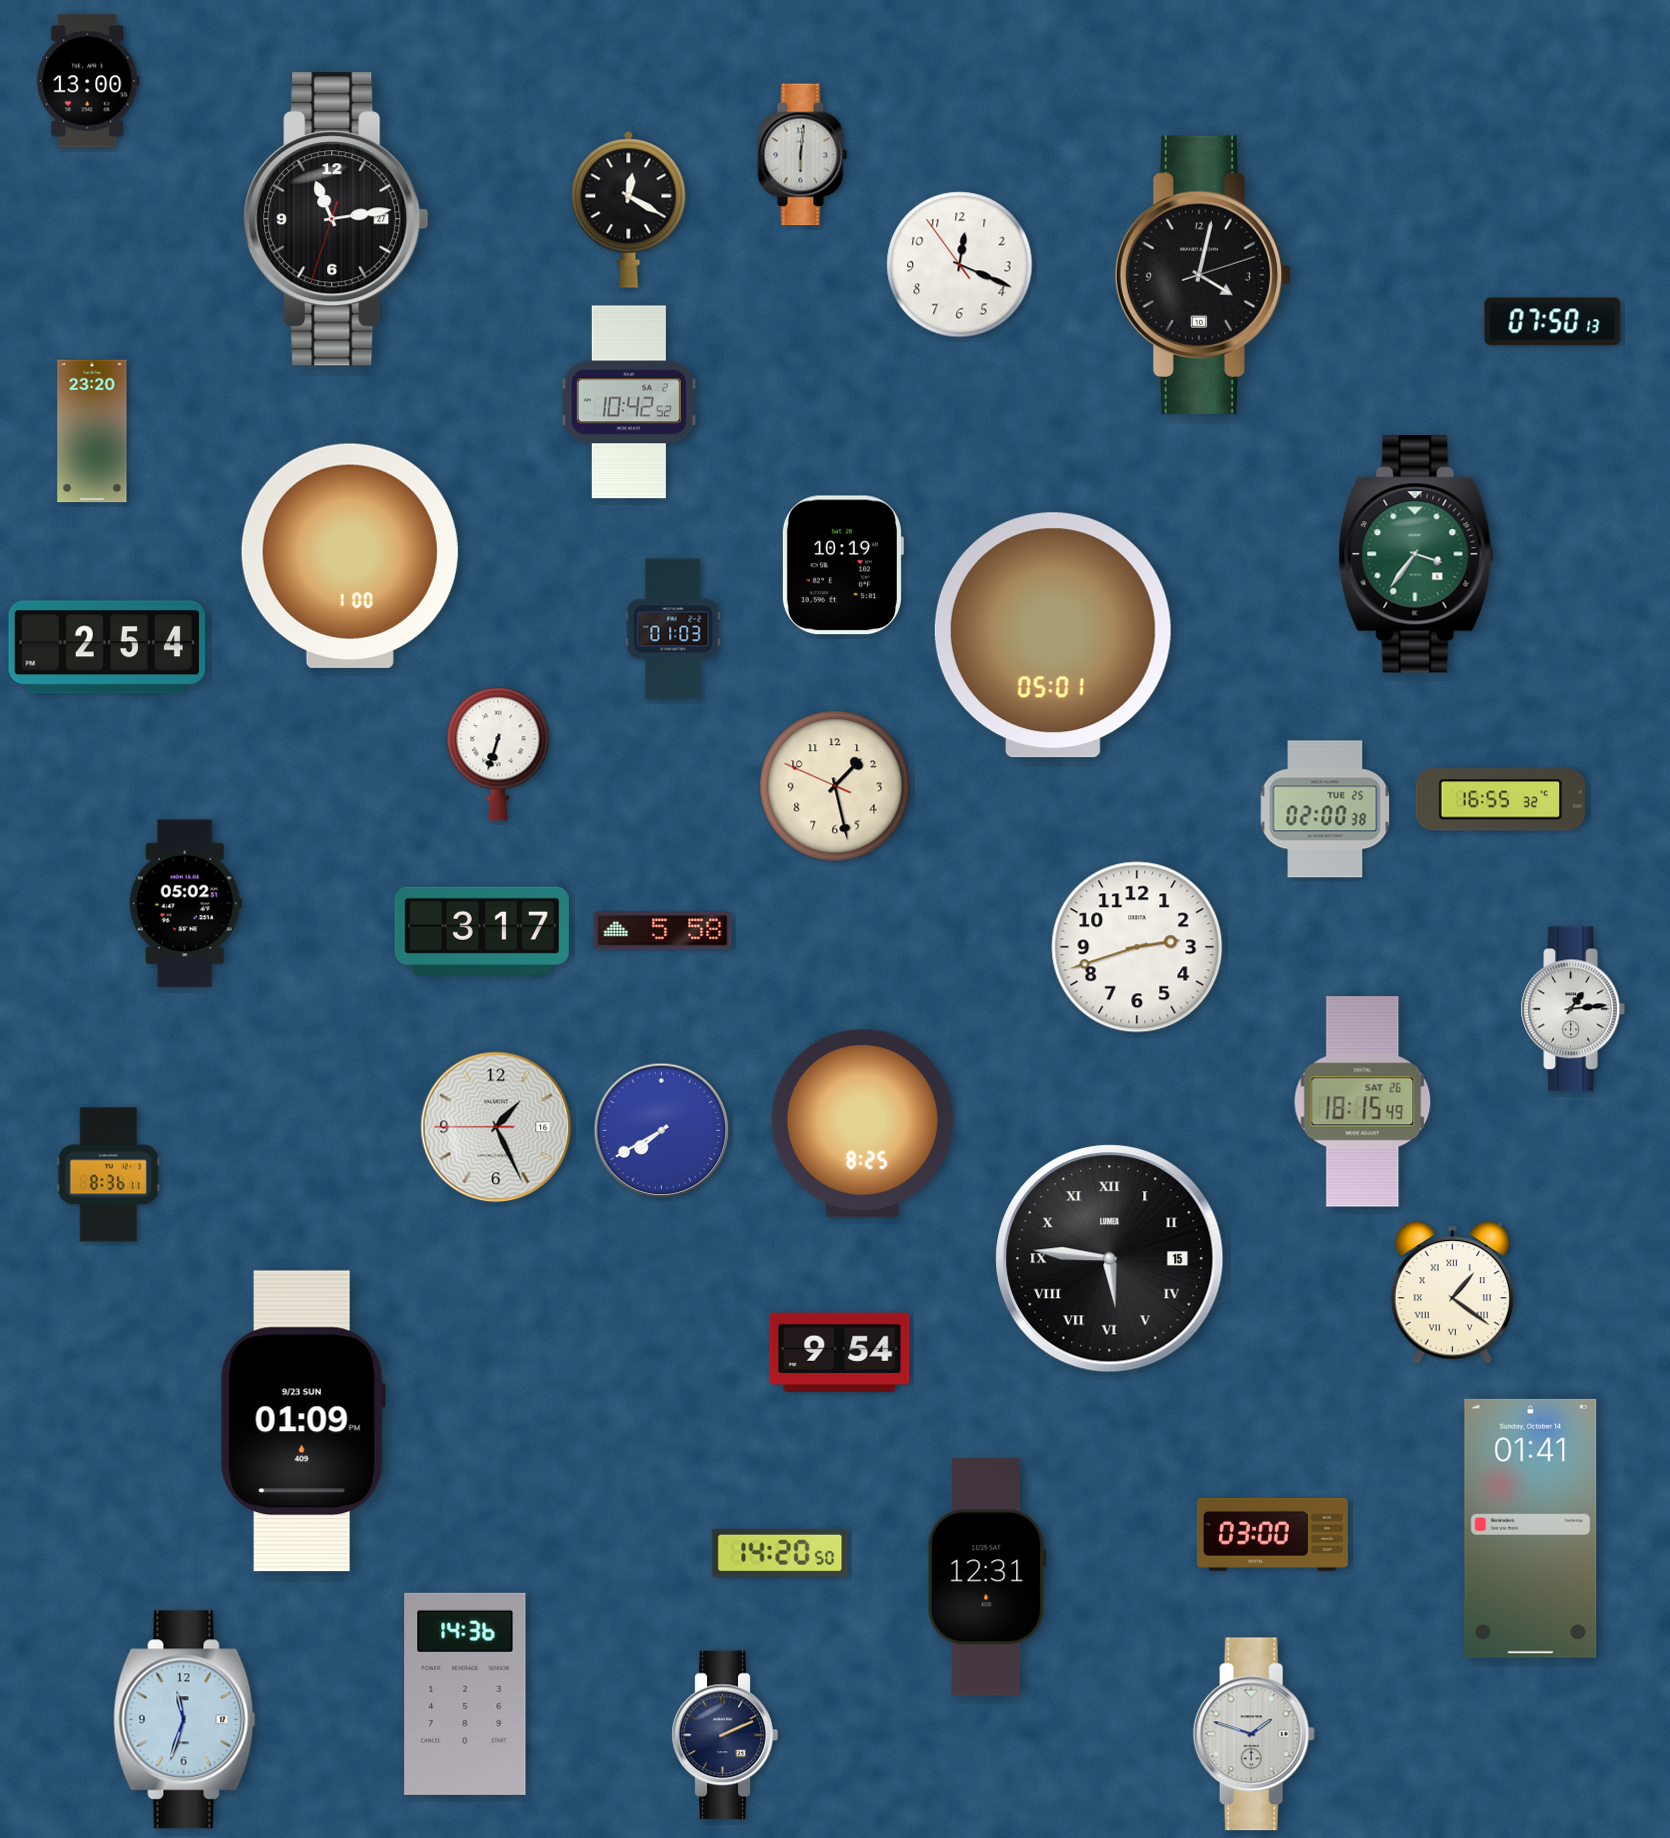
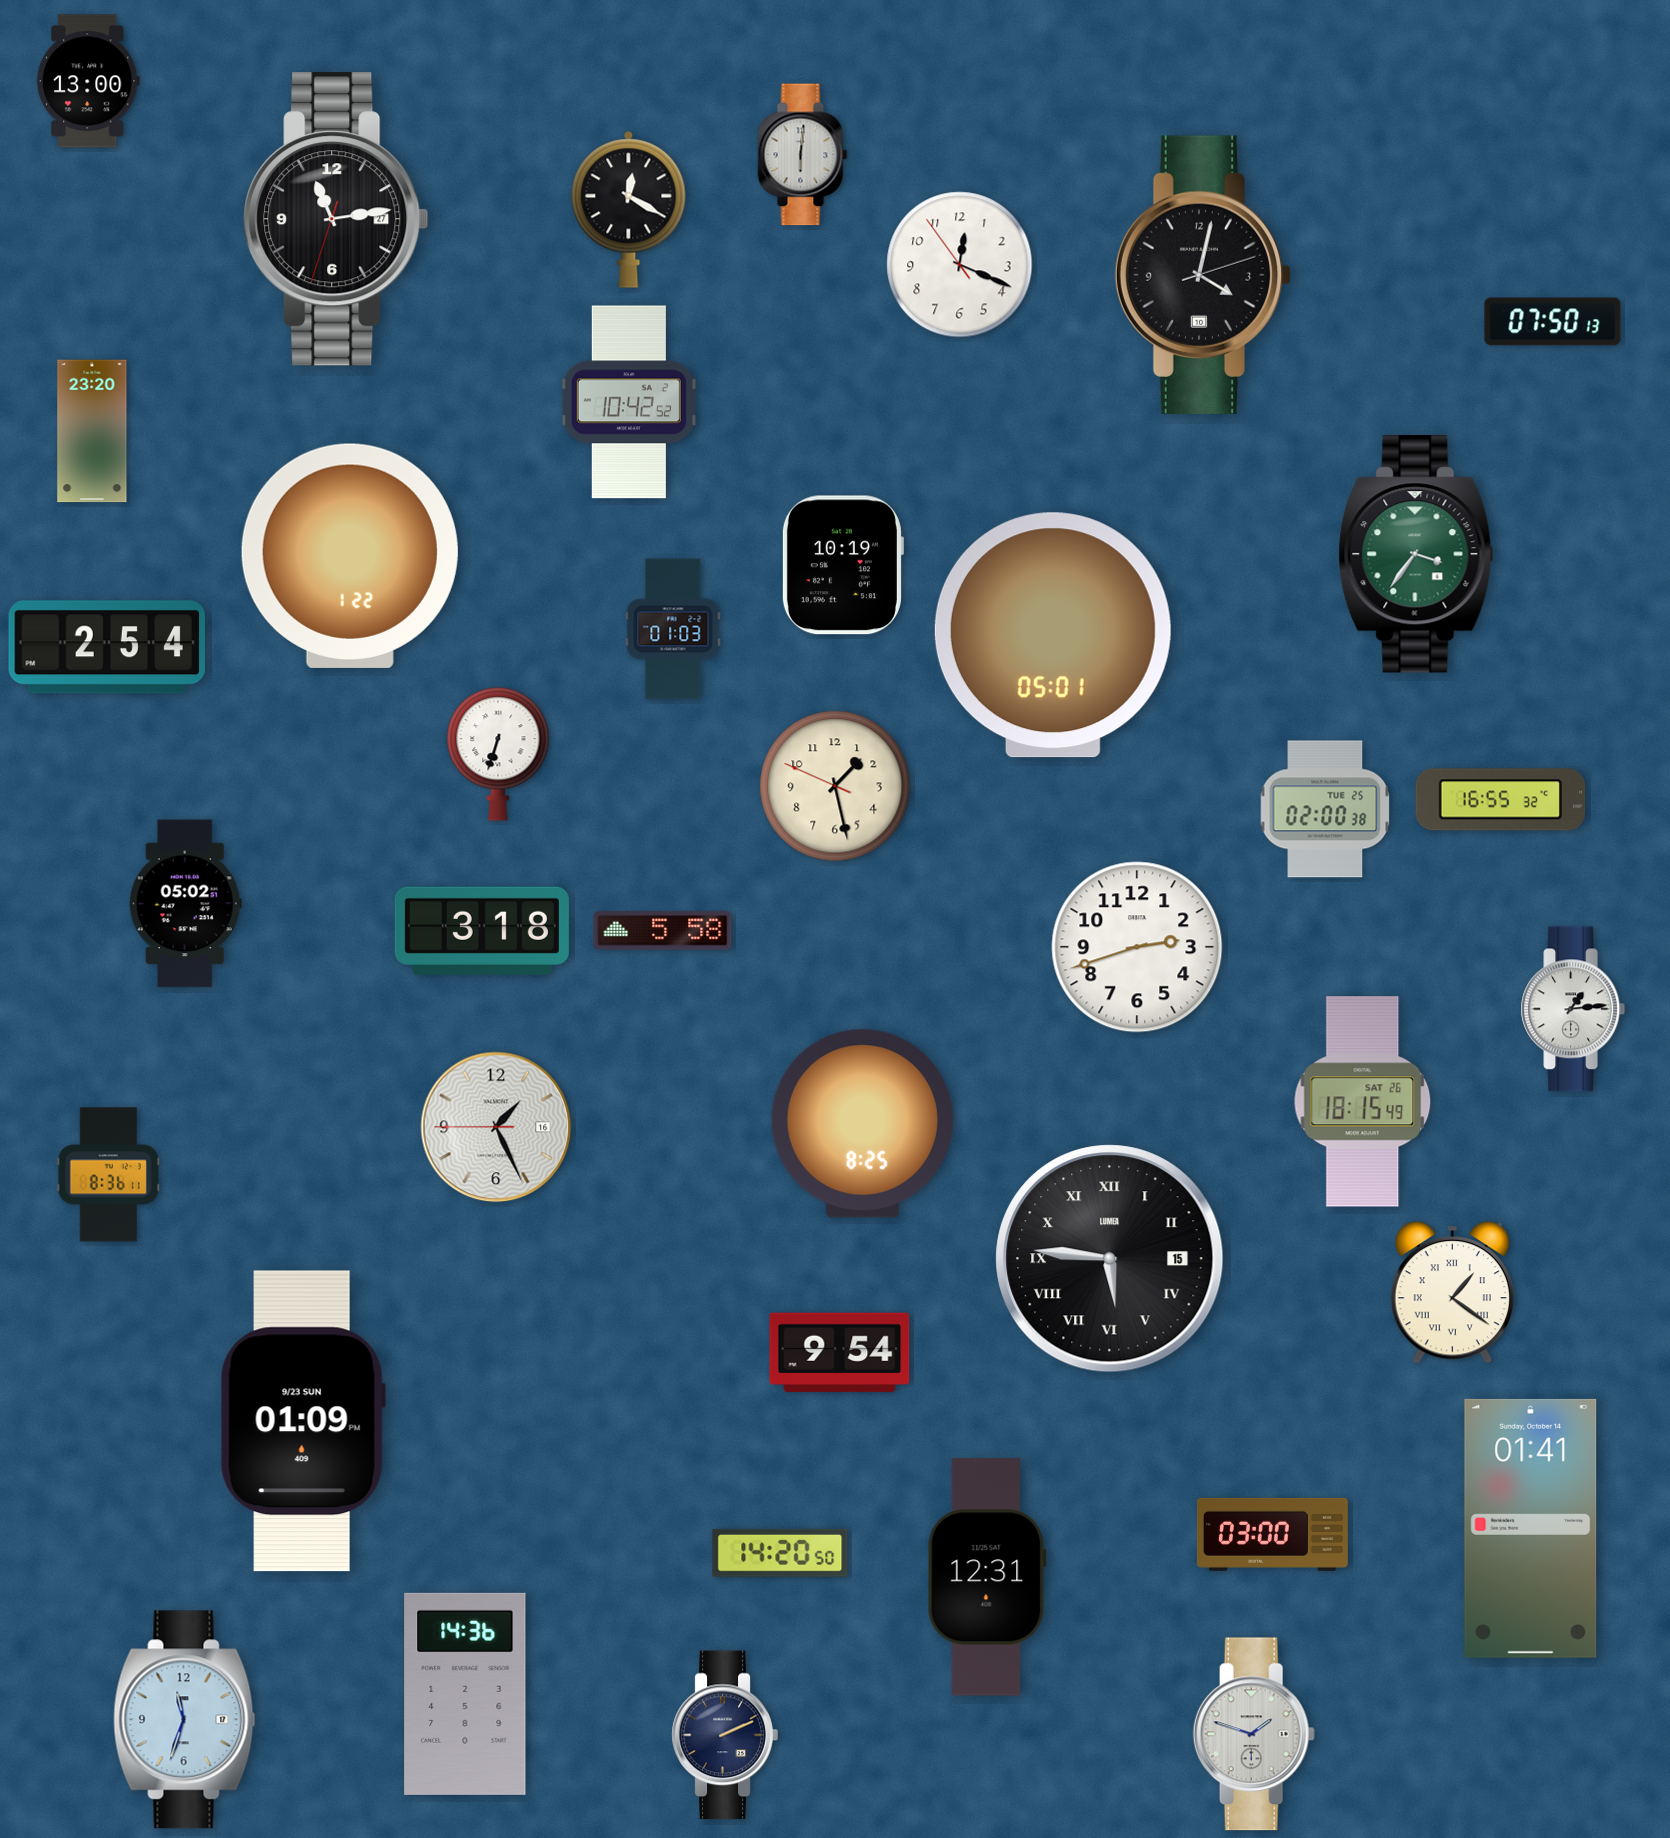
clock at (350, 556): 1:00 -> 1:22
clock at (482, 931): 3:17 -> 3:18
clock at (662, 1131): 7:40 -> none
